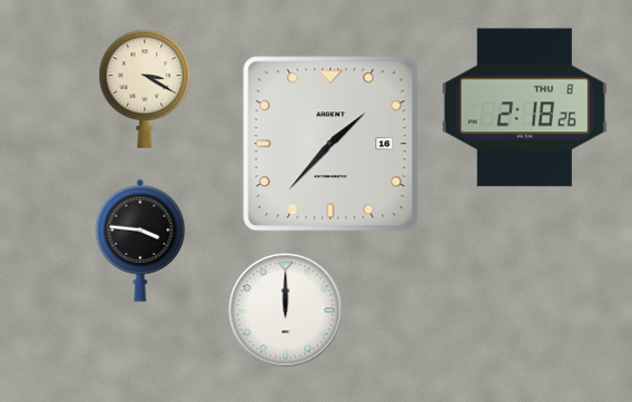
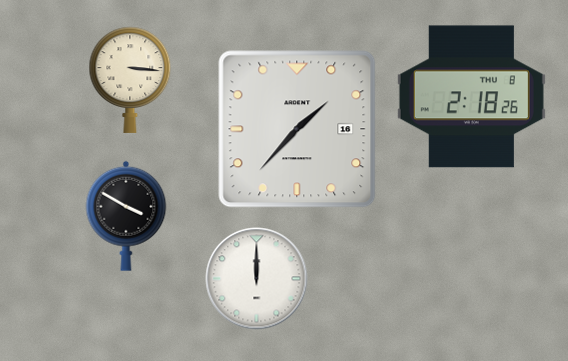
clock at (145, 89): 3:20 -> 3:16
clock at (140, 241): 3:46 -> 3:50
